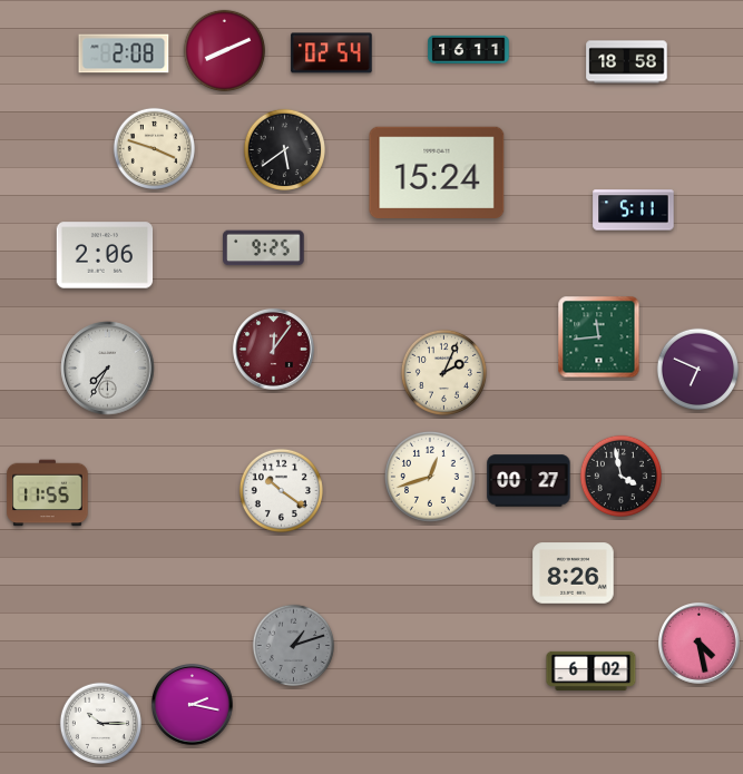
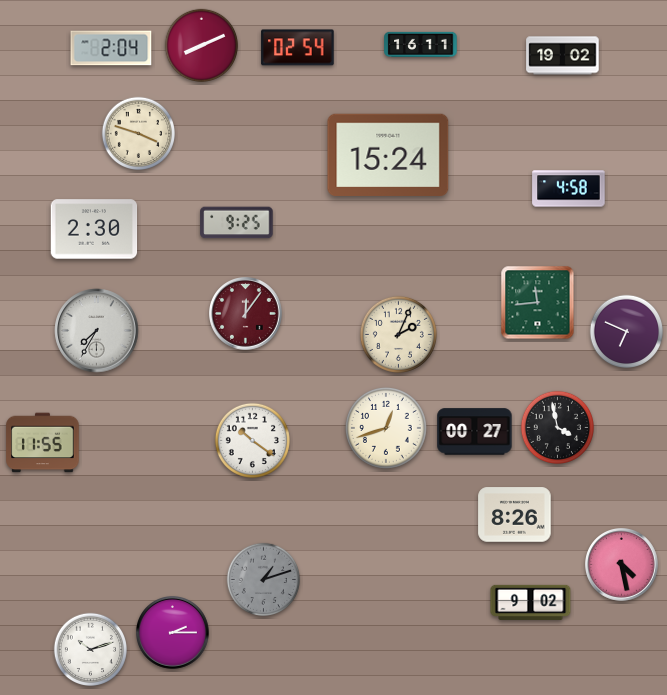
clock at (124, 53): 2:08 -> 2:04
clock at (627, 62): 18:58 -> 19:02
clock at (284, 149): 5:39 -> none
clock at (437, 172) position: (437, 172) -> (388, 154)
clock at (634, 210): 5:11 -> 4:58
clock at (105, 255): 2:06 -> 2:30
clock at (700, 644) position: (700, 644) -> (622, 565)
clock at (592, 670): 6:02 -> 9:02
clock at (193, 705): 2:17 -> 2:15
clock at (100, 723): 10:15 -> 10:12
